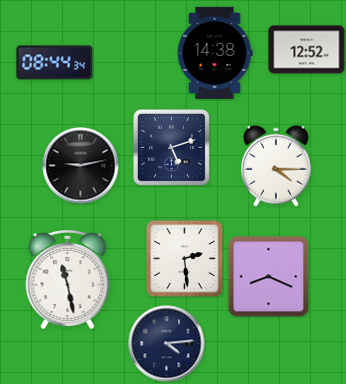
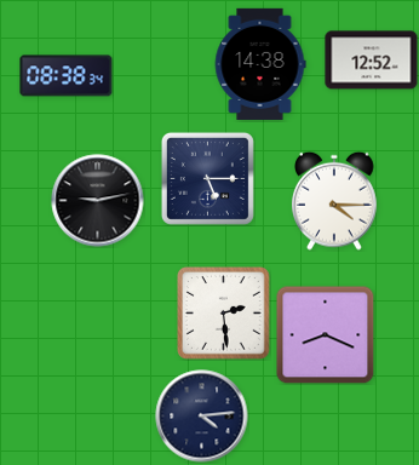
clock at (55, 63): 08:44 -> 08:38
clock at (171, 147): 5:12 -> 5:15
clock at (68, 280): 11:28 -> none
